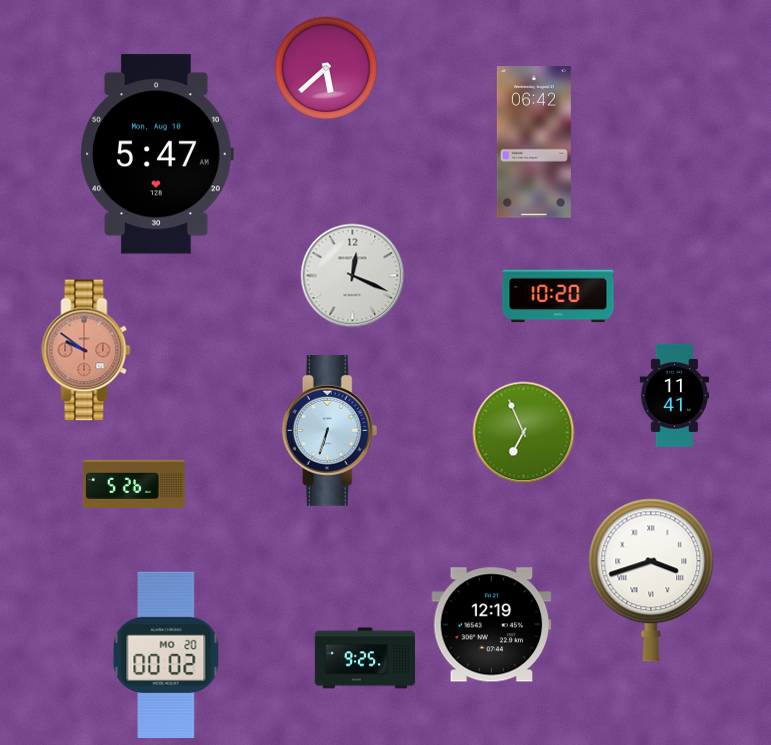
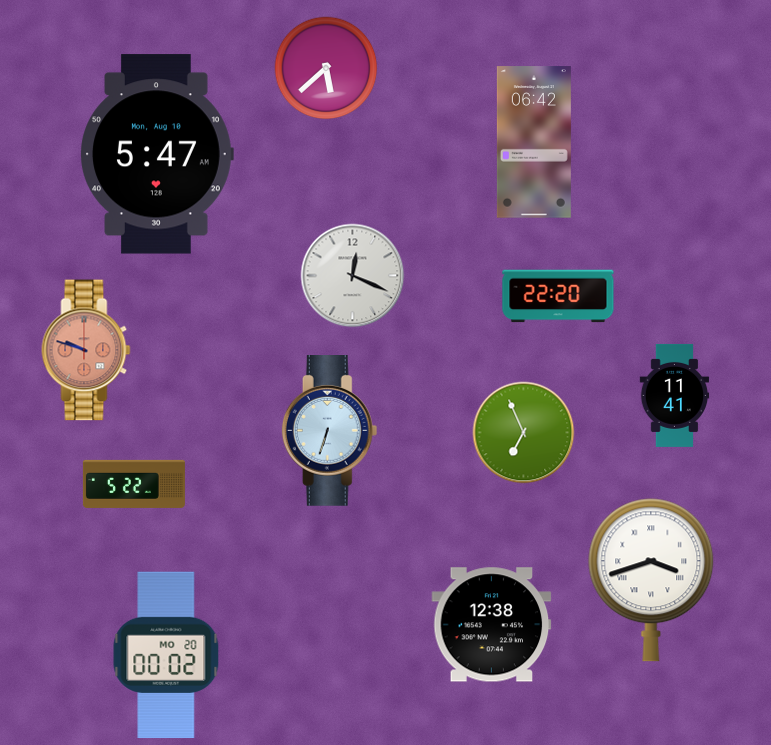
clock at (558, 296): 10:20 -> 22:20
clock at (86, 350): 9:51 -> 9:48
clock at (134, 484): 5:26 -> 5:22
clock at (492, 625): 12:19 -> 12:38
clock at (364, 658): 9:25 -> none
